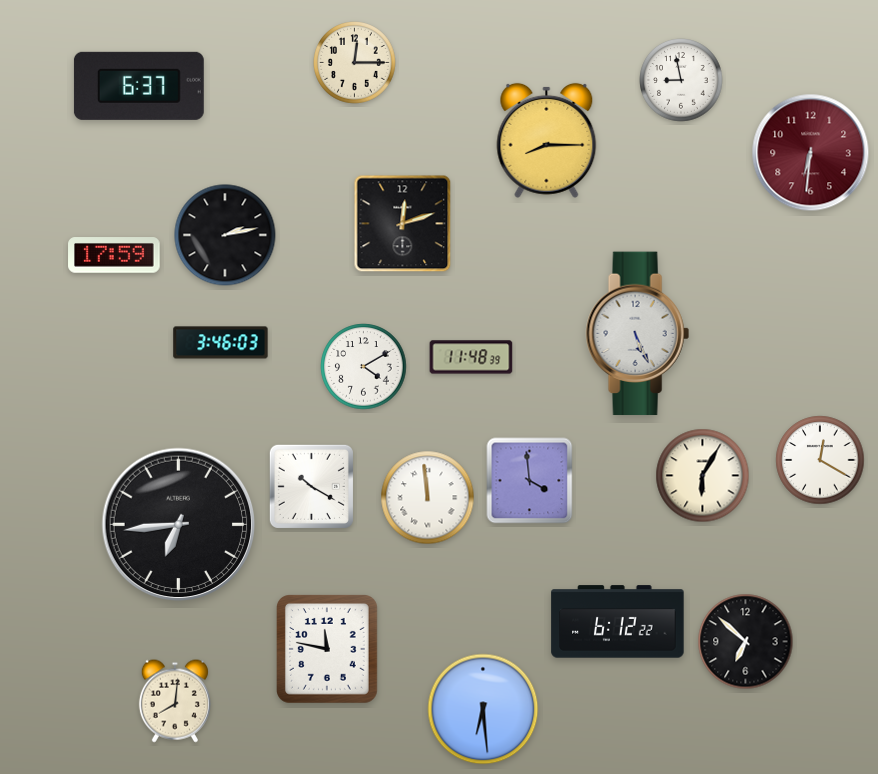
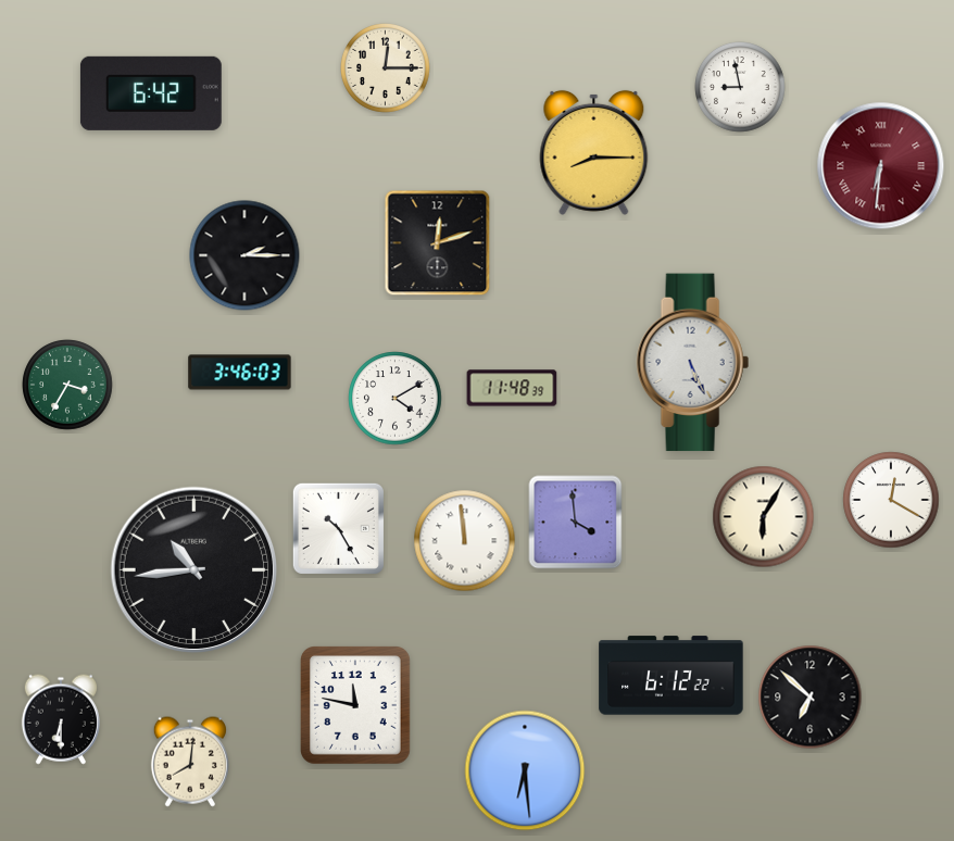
clock at (139, 86): 6:37 -> 6:42
clock at (811, 153) numerals: Arabic -> Roman
clock at (225, 235): 2:13 -> 2:15
clock at (114, 255): 17:59 -> none
clock at (67, 385): none -> 3:35
clock at (311, 486): 10:20 -> 10:25
clock at (179, 525): 6:44 -> 10:44
clock at (61, 719): none -> 6:30
